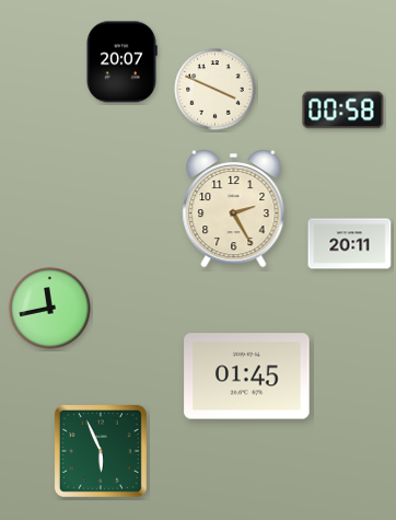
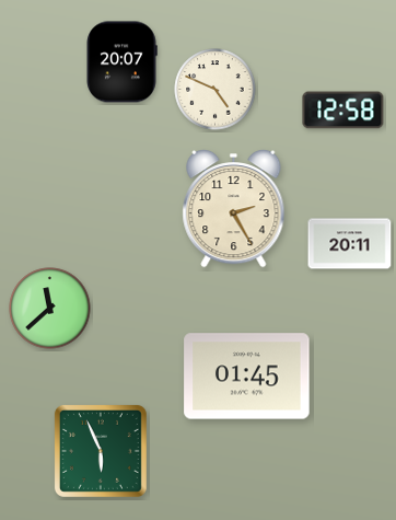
clock at (216, 90): 3:49 -> 4:49
clock at (343, 111): 00:58 -> 12:58
clock at (50, 309): 11:43 -> 11:38
